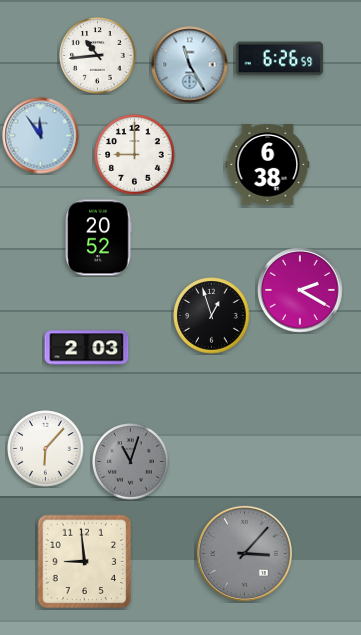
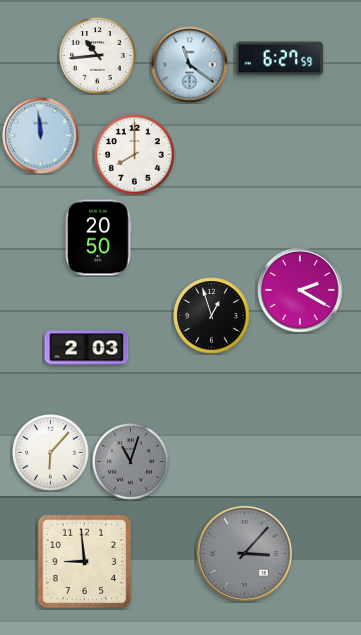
clock at (280, 59): 6:26 -> 6:27
clock at (190, 65): 11:25 -> 11:21
clock at (41, 136): 11:54 -> 11:59
clock at (135, 155): 9:00 -> 8:00
clock at (268, 165): 6:38 -> none
clock at (98, 238): 20:52 -> 20:50
clock at (46, 449) position: (46, 449) -> (51, 453)
